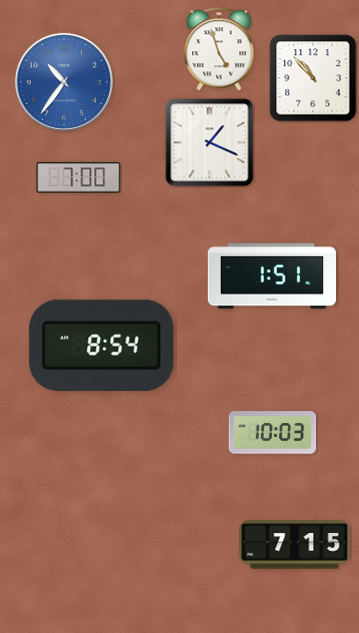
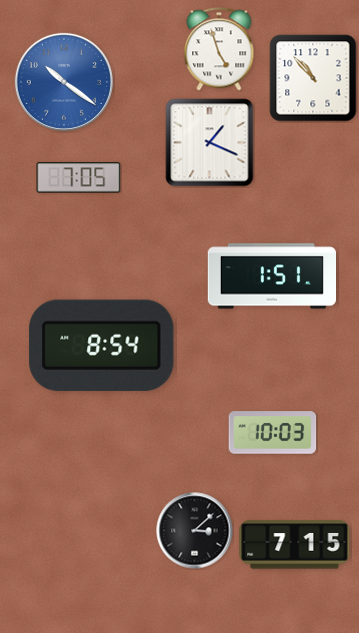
clock at (64, 82): 10:36 -> 10:21
clock at (79, 178): 7:00 -> 7:05
clock at (195, 531): none -> 3:08
